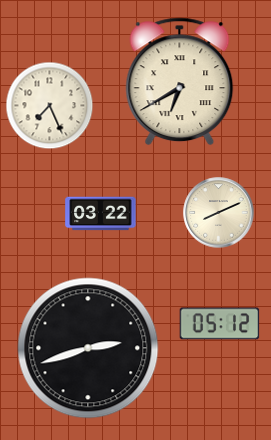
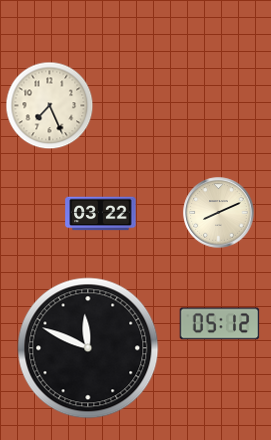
clock at (180, 82): 6:40 -> none
clock at (88, 348): 2:42 -> 11:49
